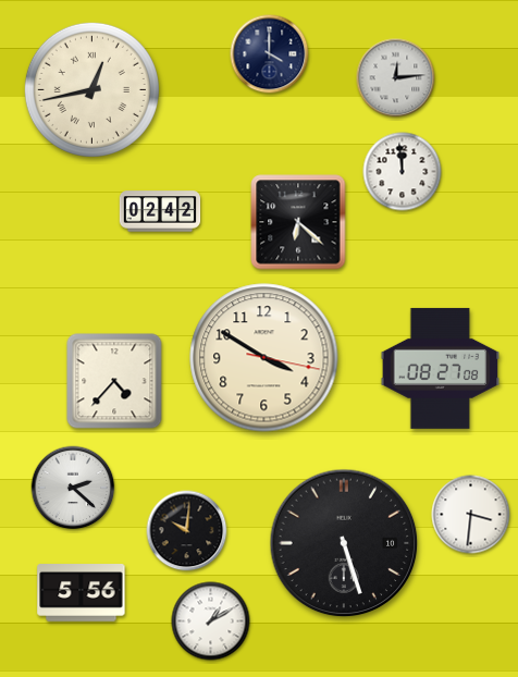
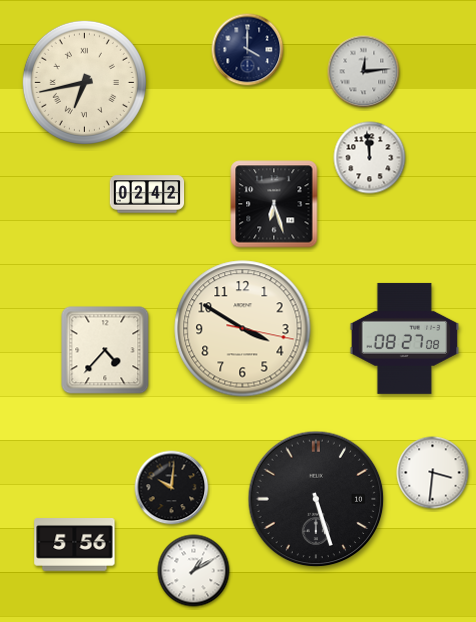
clock at (91, 89): 12:43 -> 6:43
clock at (298, 222): 6:22 -> 6:27
clock at (73, 488): 2:22 -> none
